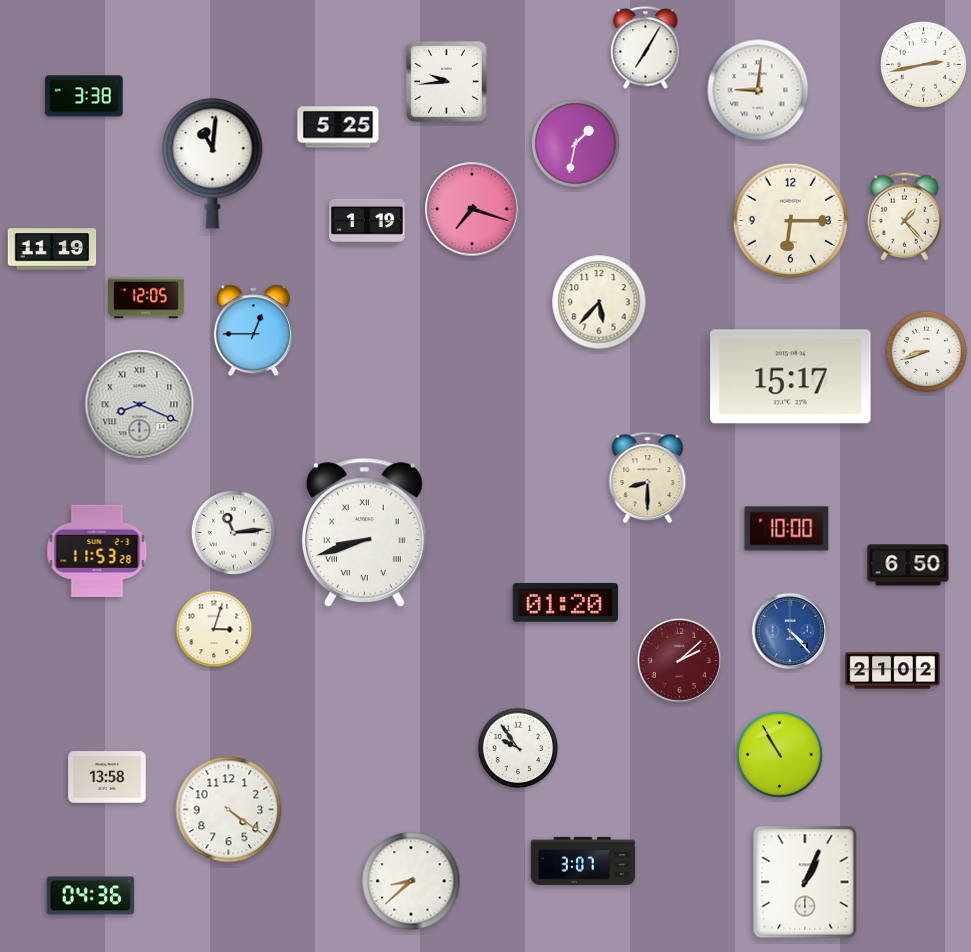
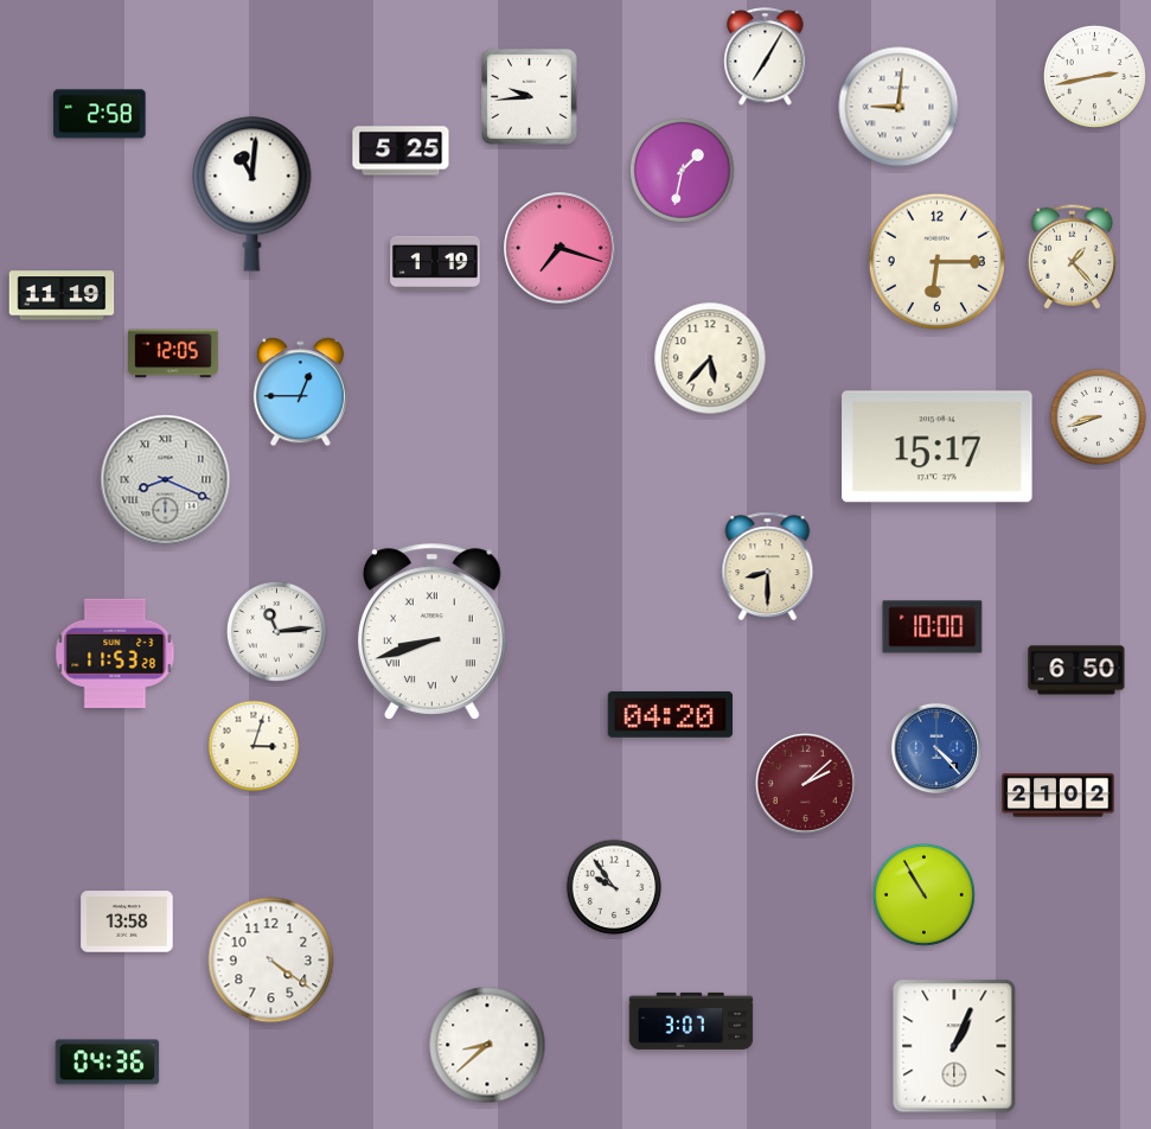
clock at (84, 96): 3:38 -> 2:58
clock at (565, 602): 01:20 -> 04:20
